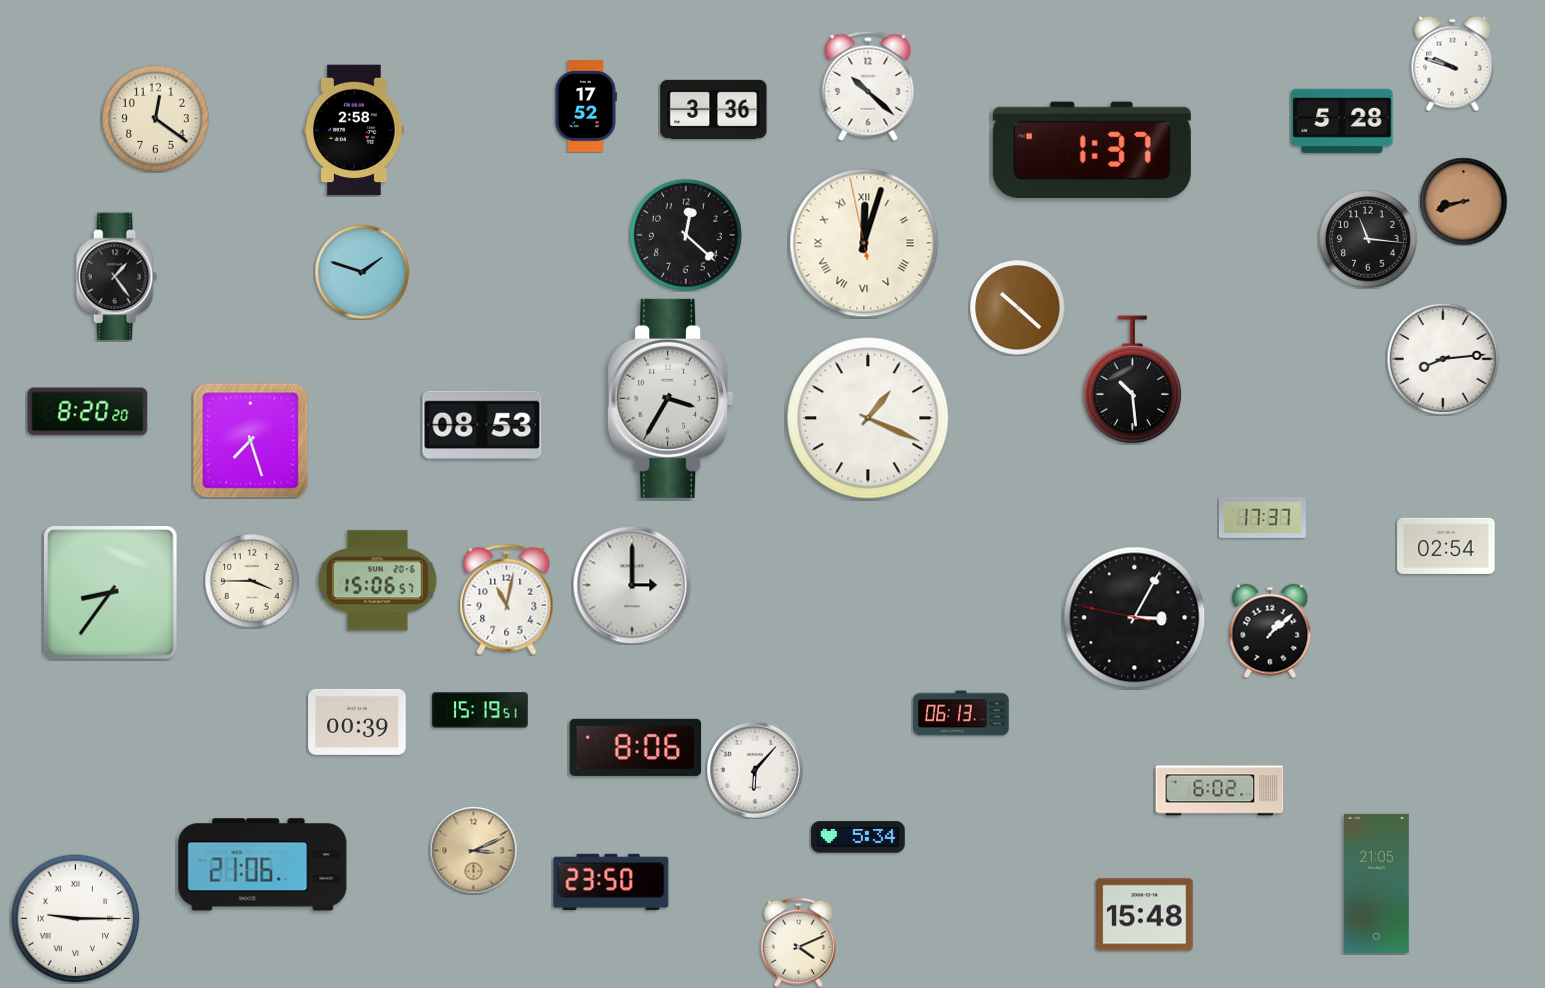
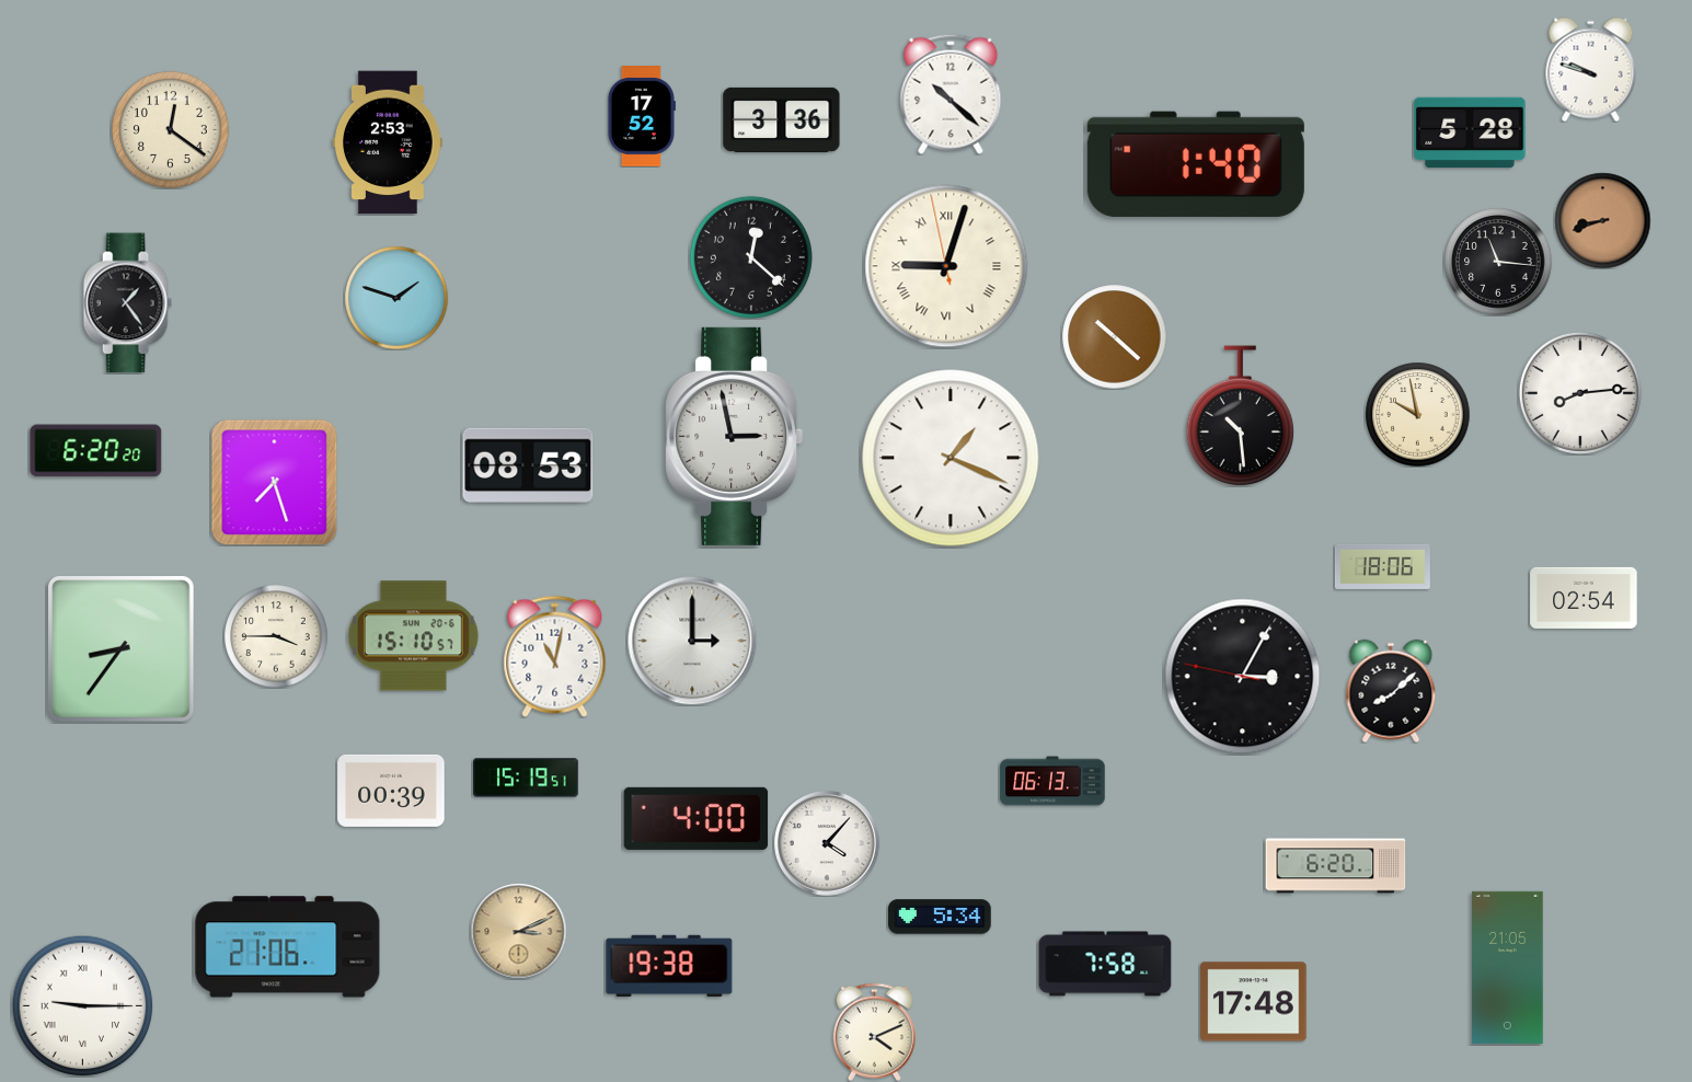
clock at (355, 130): 2:58 -> 2:53
clock at (1092, 150): 1:37 -> 1:40
clock at (864, 243): 12:02 -> 9:02
clock at (1417, 414): none -> 9:58
clock at (671, 398): 3:35 -> 2:58
clock at (88, 412): 8:20 -> 6:20
clock at (1262, 517): 17:37 -> 18:06
clock at (377, 581): 15:06 -> 15:10
clock at (1270, 631): 1:08 -> 8:08
clock at (636, 747): 8:06 -> 4:00
clock at (755, 770): 6:07 -> 4:07
clock at (1220, 791): 6:02 -> 6:20
clock at (1105, 964): none -> 7:58
clock at (611, 882): 23:50 -> 19:38
clock at (1145, 915): 15:48 -> 17:48
